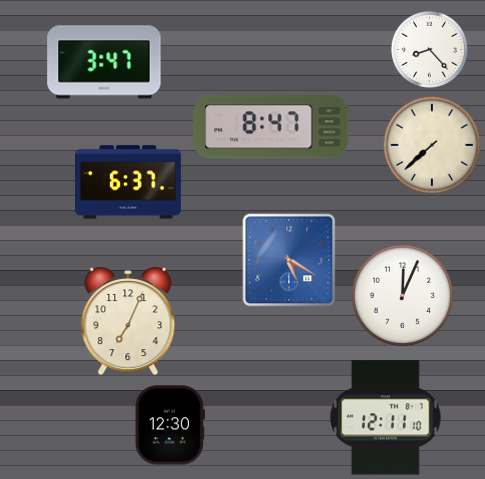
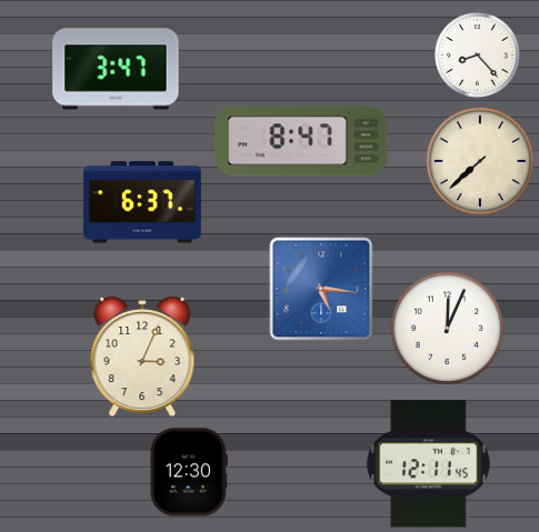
clock at (289, 260): 5:20 -> 5:16
clock at (128, 321): 7:04 -> 3:04
clock at (386, 418): 12:11:10 -> 12:11:45
